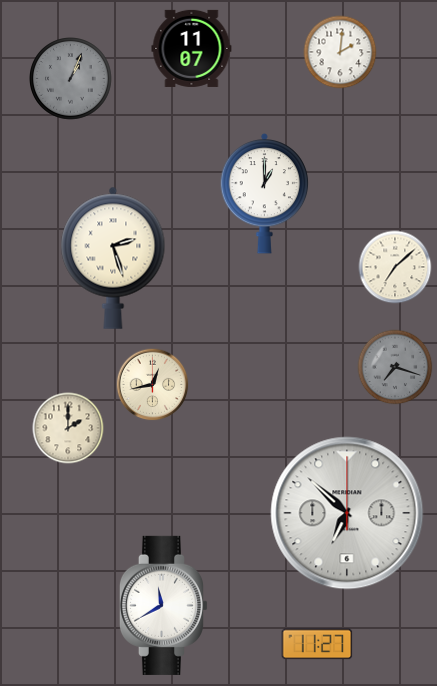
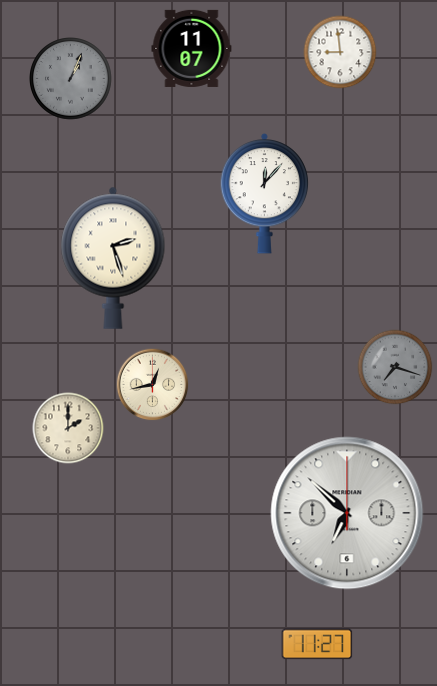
clock at (340, 52): 2:01 -> 8:59
clock at (265, 193): 1:00 -> 12:07
clock at (395, 267): 7:08 -> none
clock at (163, 605): 11:40 -> none
